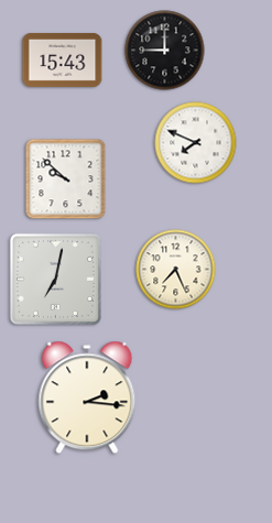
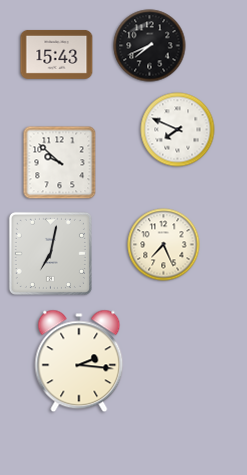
clock at (165, 51): 9:00 -> 7:41
clock at (176, 270) position: (176, 270) -> (164, 245)
